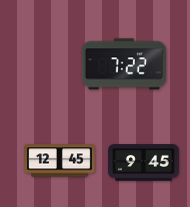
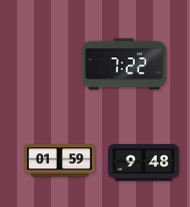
clock at (60, 161): 12:45 -> 01:59
clock at (144, 163): 9:45 -> 9:48
